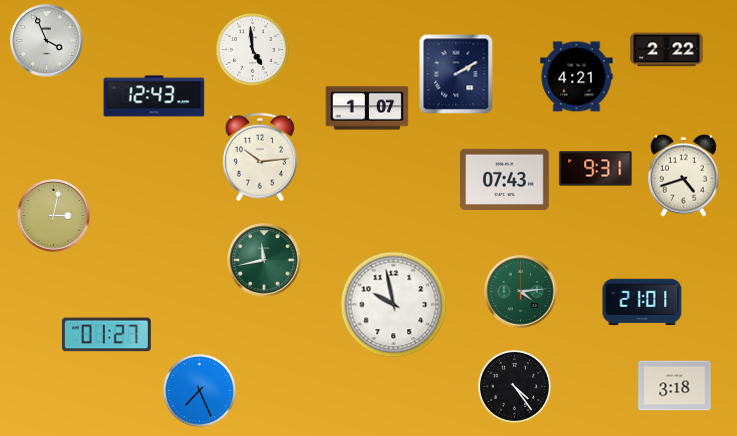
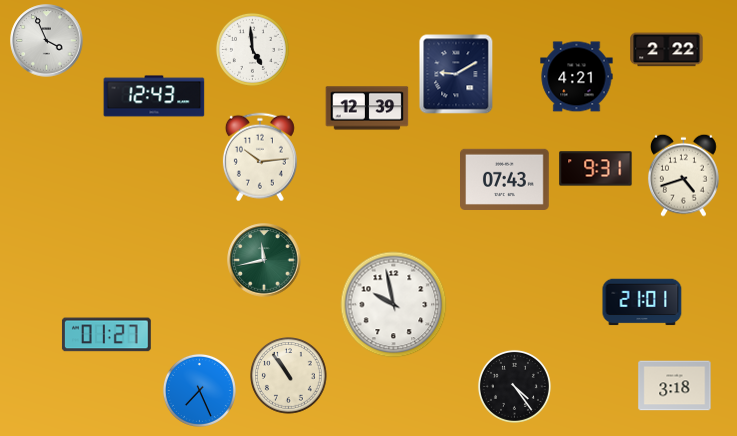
clock at (456, 74): 2:10 -> 9:10
clock at (367, 108): 1:07 -> 12:39
clock at (54, 216): 3:02 -> none
clock at (521, 292): 4:14 -> none
clock at (289, 376): none -> 10:54
